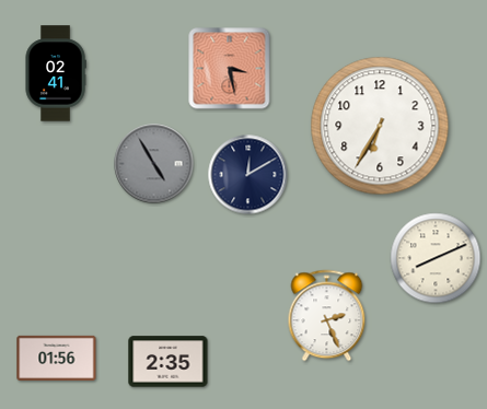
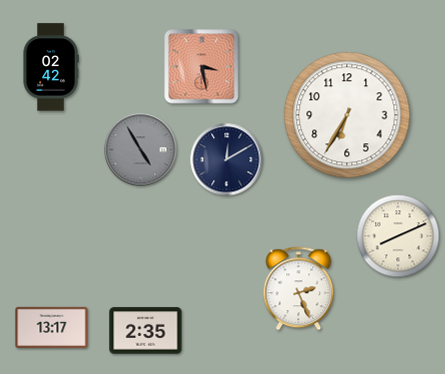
clock at (230, 69) position: (230, 69) -> (202, 67)
clock at (56, 73): 02:41 -> 02:42
clock at (57, 358): 01:56 -> 13:17
clock at (169, 362) position: (169, 362) -> (146, 331)
